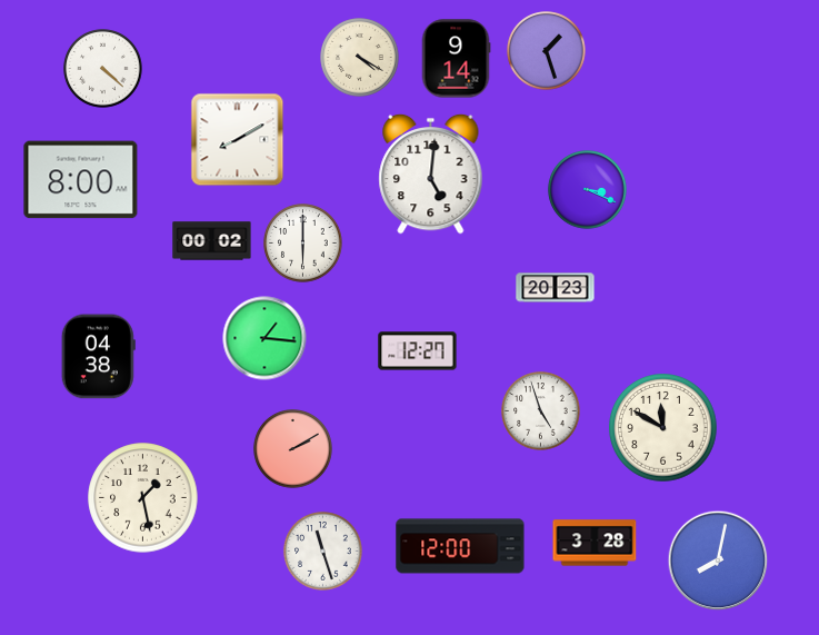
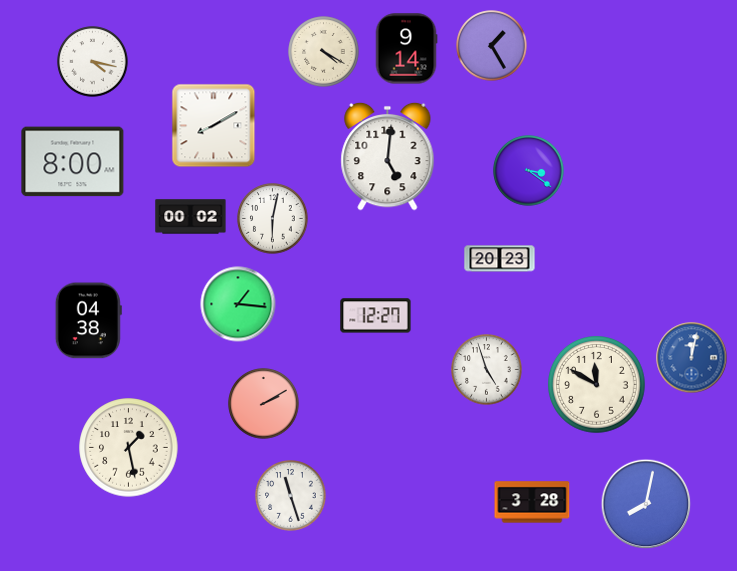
clock at (547, 51): 1:27 -> 1:25
clock at (456, 59) position: (456, 59) -> (406, 49)
clock at (103, 69): 4:22 -> 4:17
clock at (588, 190): 3:19 -> 3:21
clock at (303, 244): 6:00 -> 6:02
clock at (692, 358): none -> 12:02
clock at (595, 543) position: (595, 543) -> (532, 502)
clock at (460, 546): 12:00 -> none
